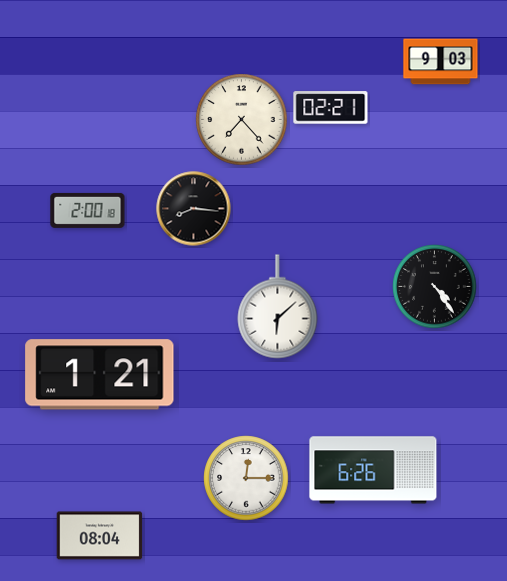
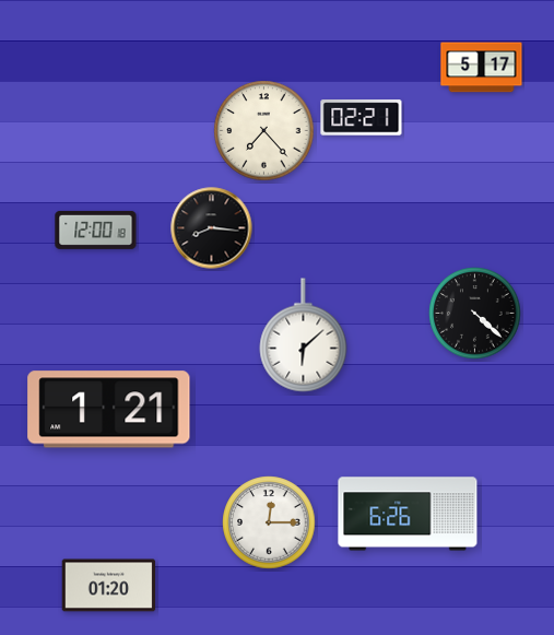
clock at (441, 62): 9:03 -> 5:17
clock at (88, 210): 2:00 -> 12:00
clock at (435, 287): 4:24 -> 4:22
clock at (100, 536): 08:04 -> 01:20
